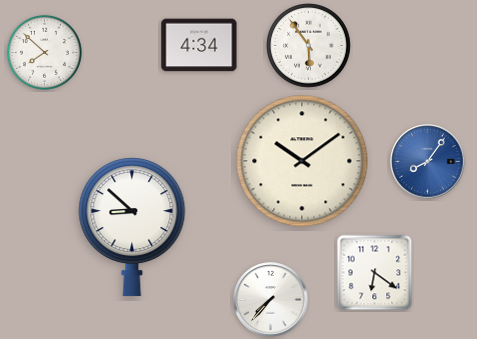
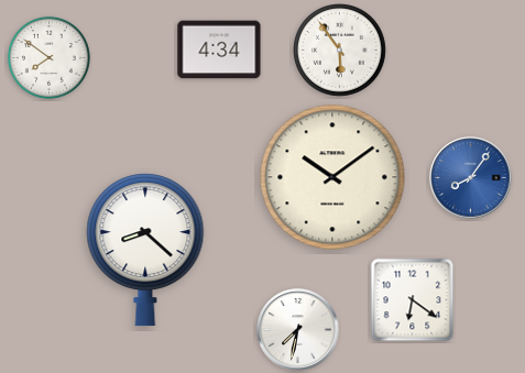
clock at (44, 52): 7:52 -> 7:51
clock at (132, 227): 8:52 -> 8:22
clock at (271, 300): 7:37 -> 7:32
